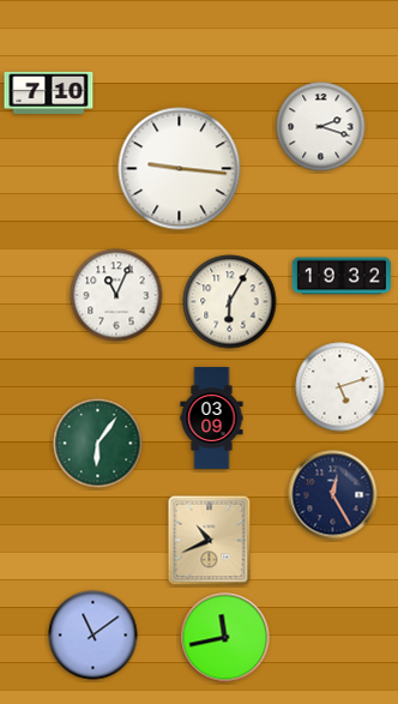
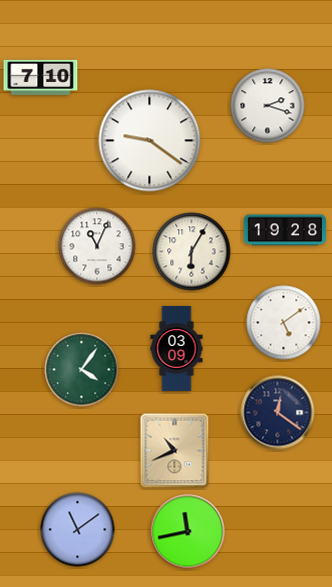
clock at (180, 169): 9:16 -> 9:21
clock at (340, 276): 19:32 -> 19:28
clock at (340, 387): 5:12 -> 5:09
clock at (98, 444): 6:06 -> 4:06
clock at (333, 495): 12:25 -> 12:21
